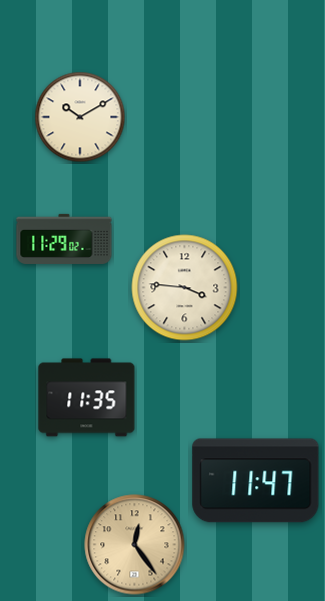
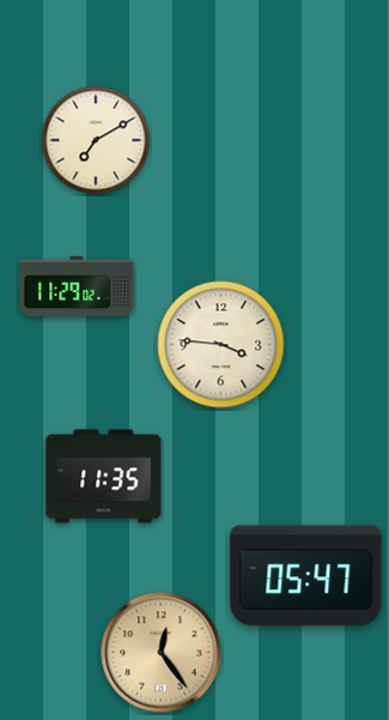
clock at (80, 117): 10:10 -> 7:10
clock at (256, 481): 11:47 -> 05:47
